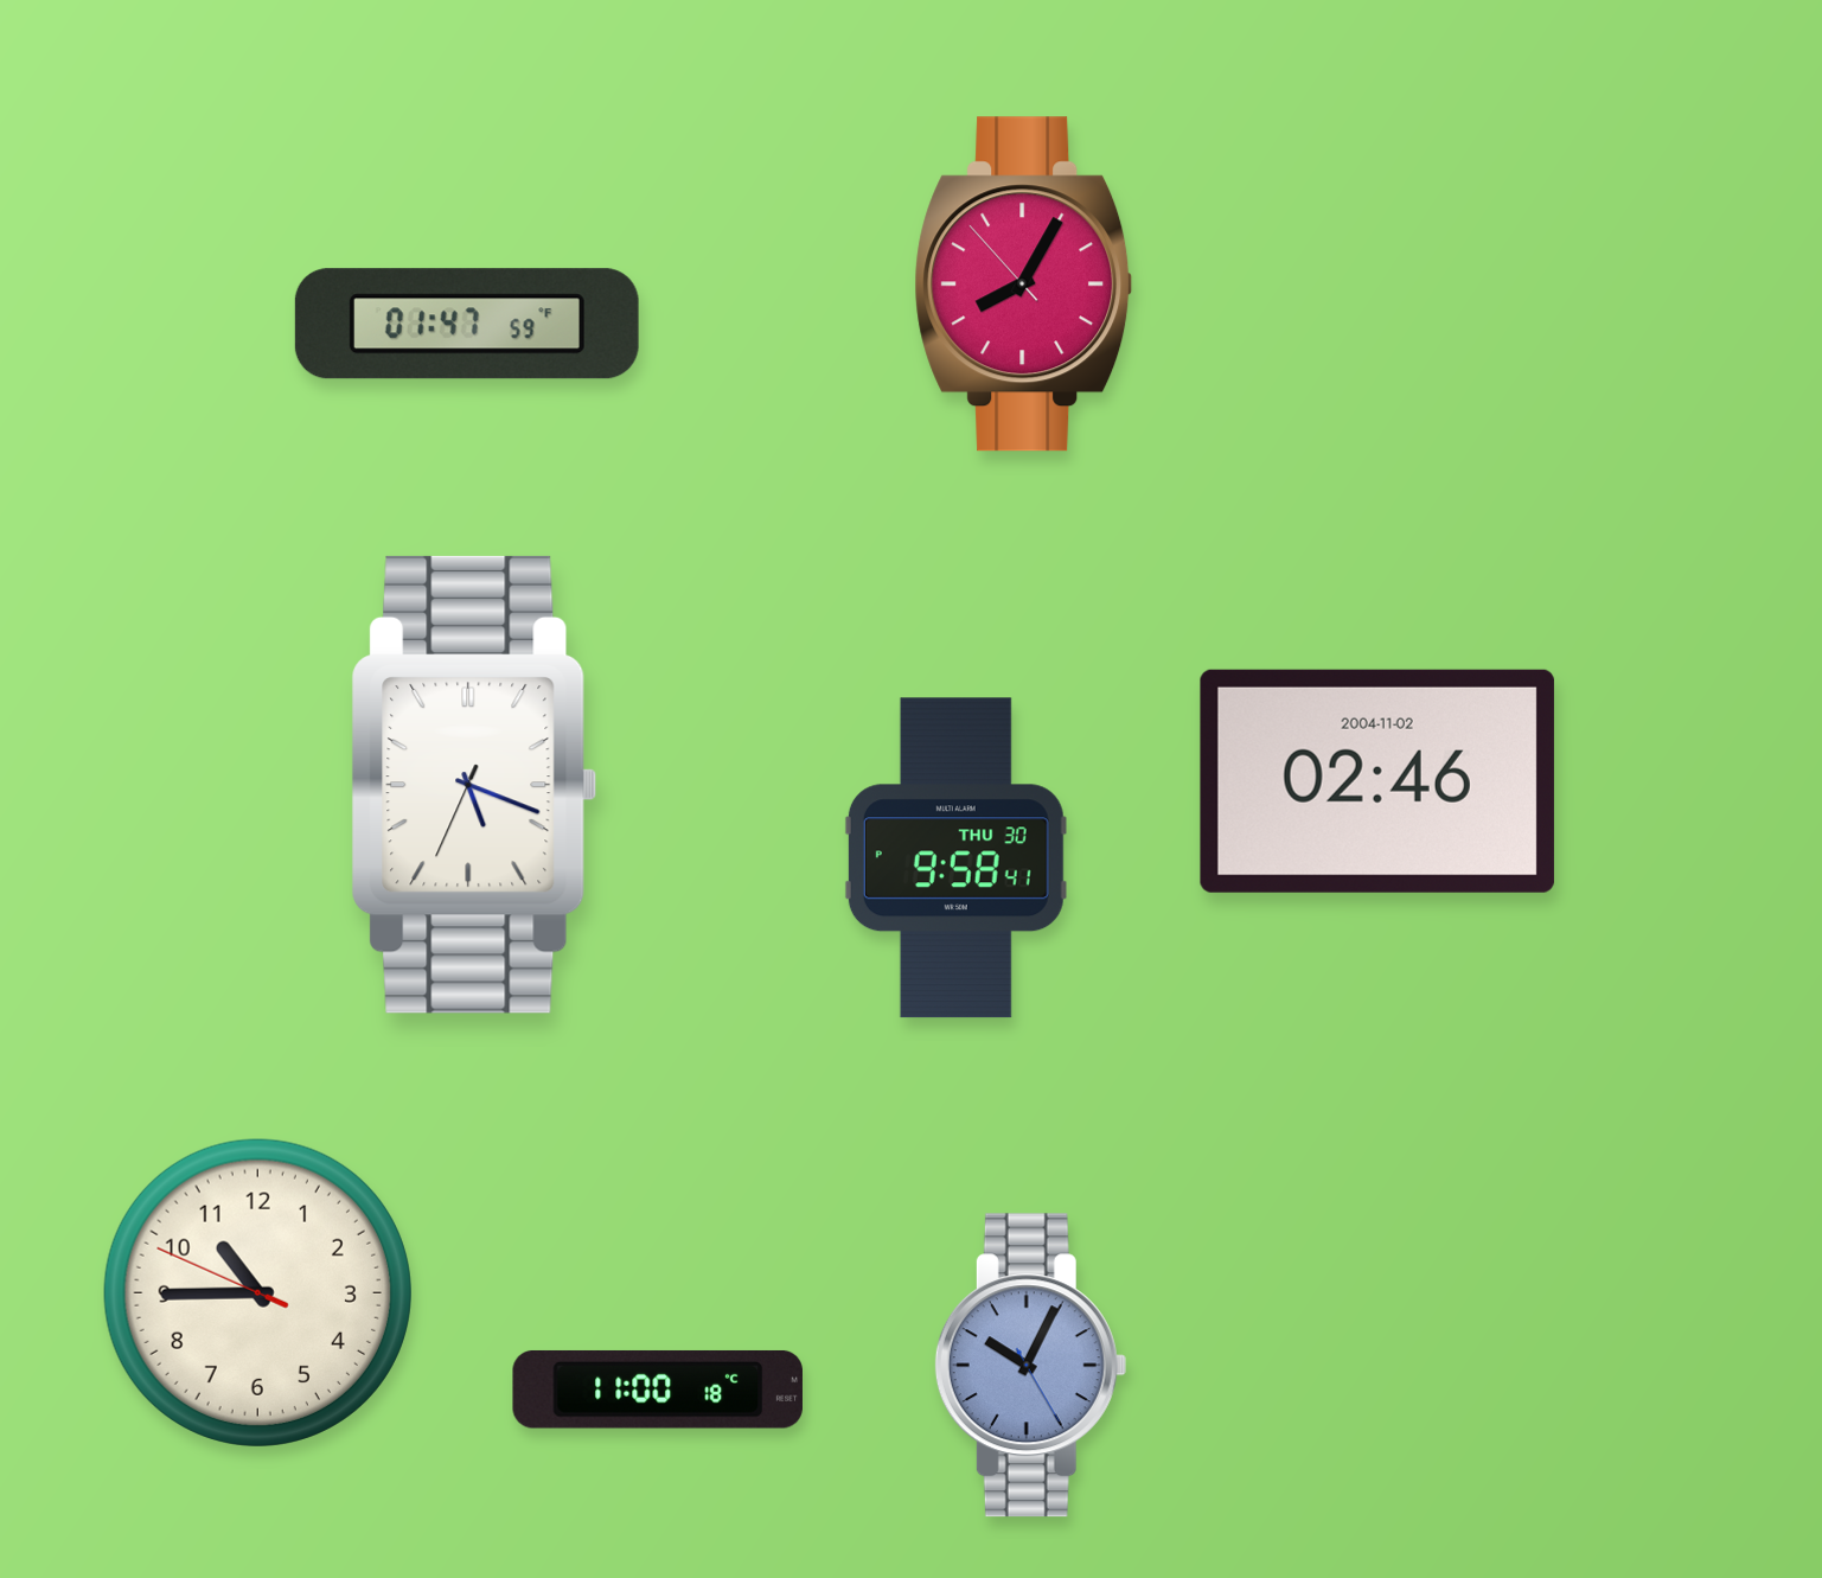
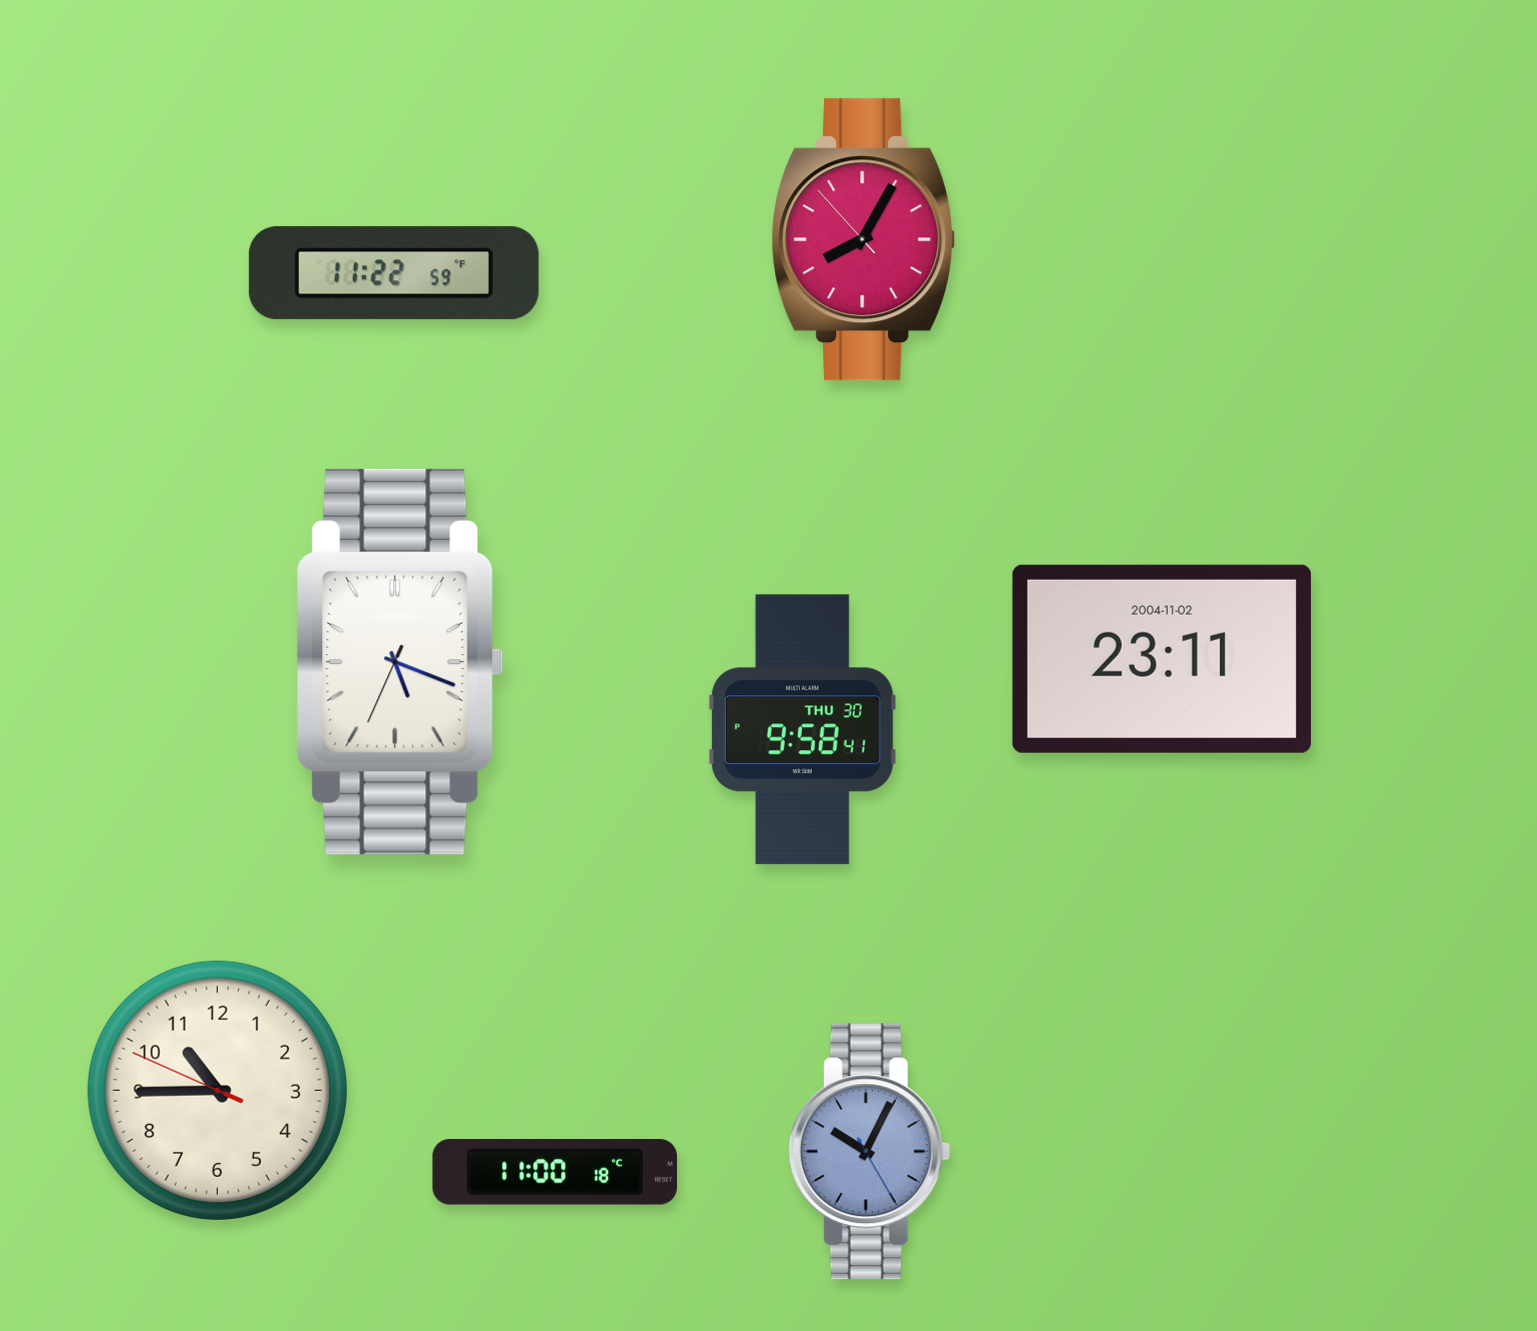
clock at (467, 324): 01:47 -> 11:22
clock at (1377, 781): 02:46 -> 23:11
clock at (955, 858) position: (955, 858) -> (802, 730)
